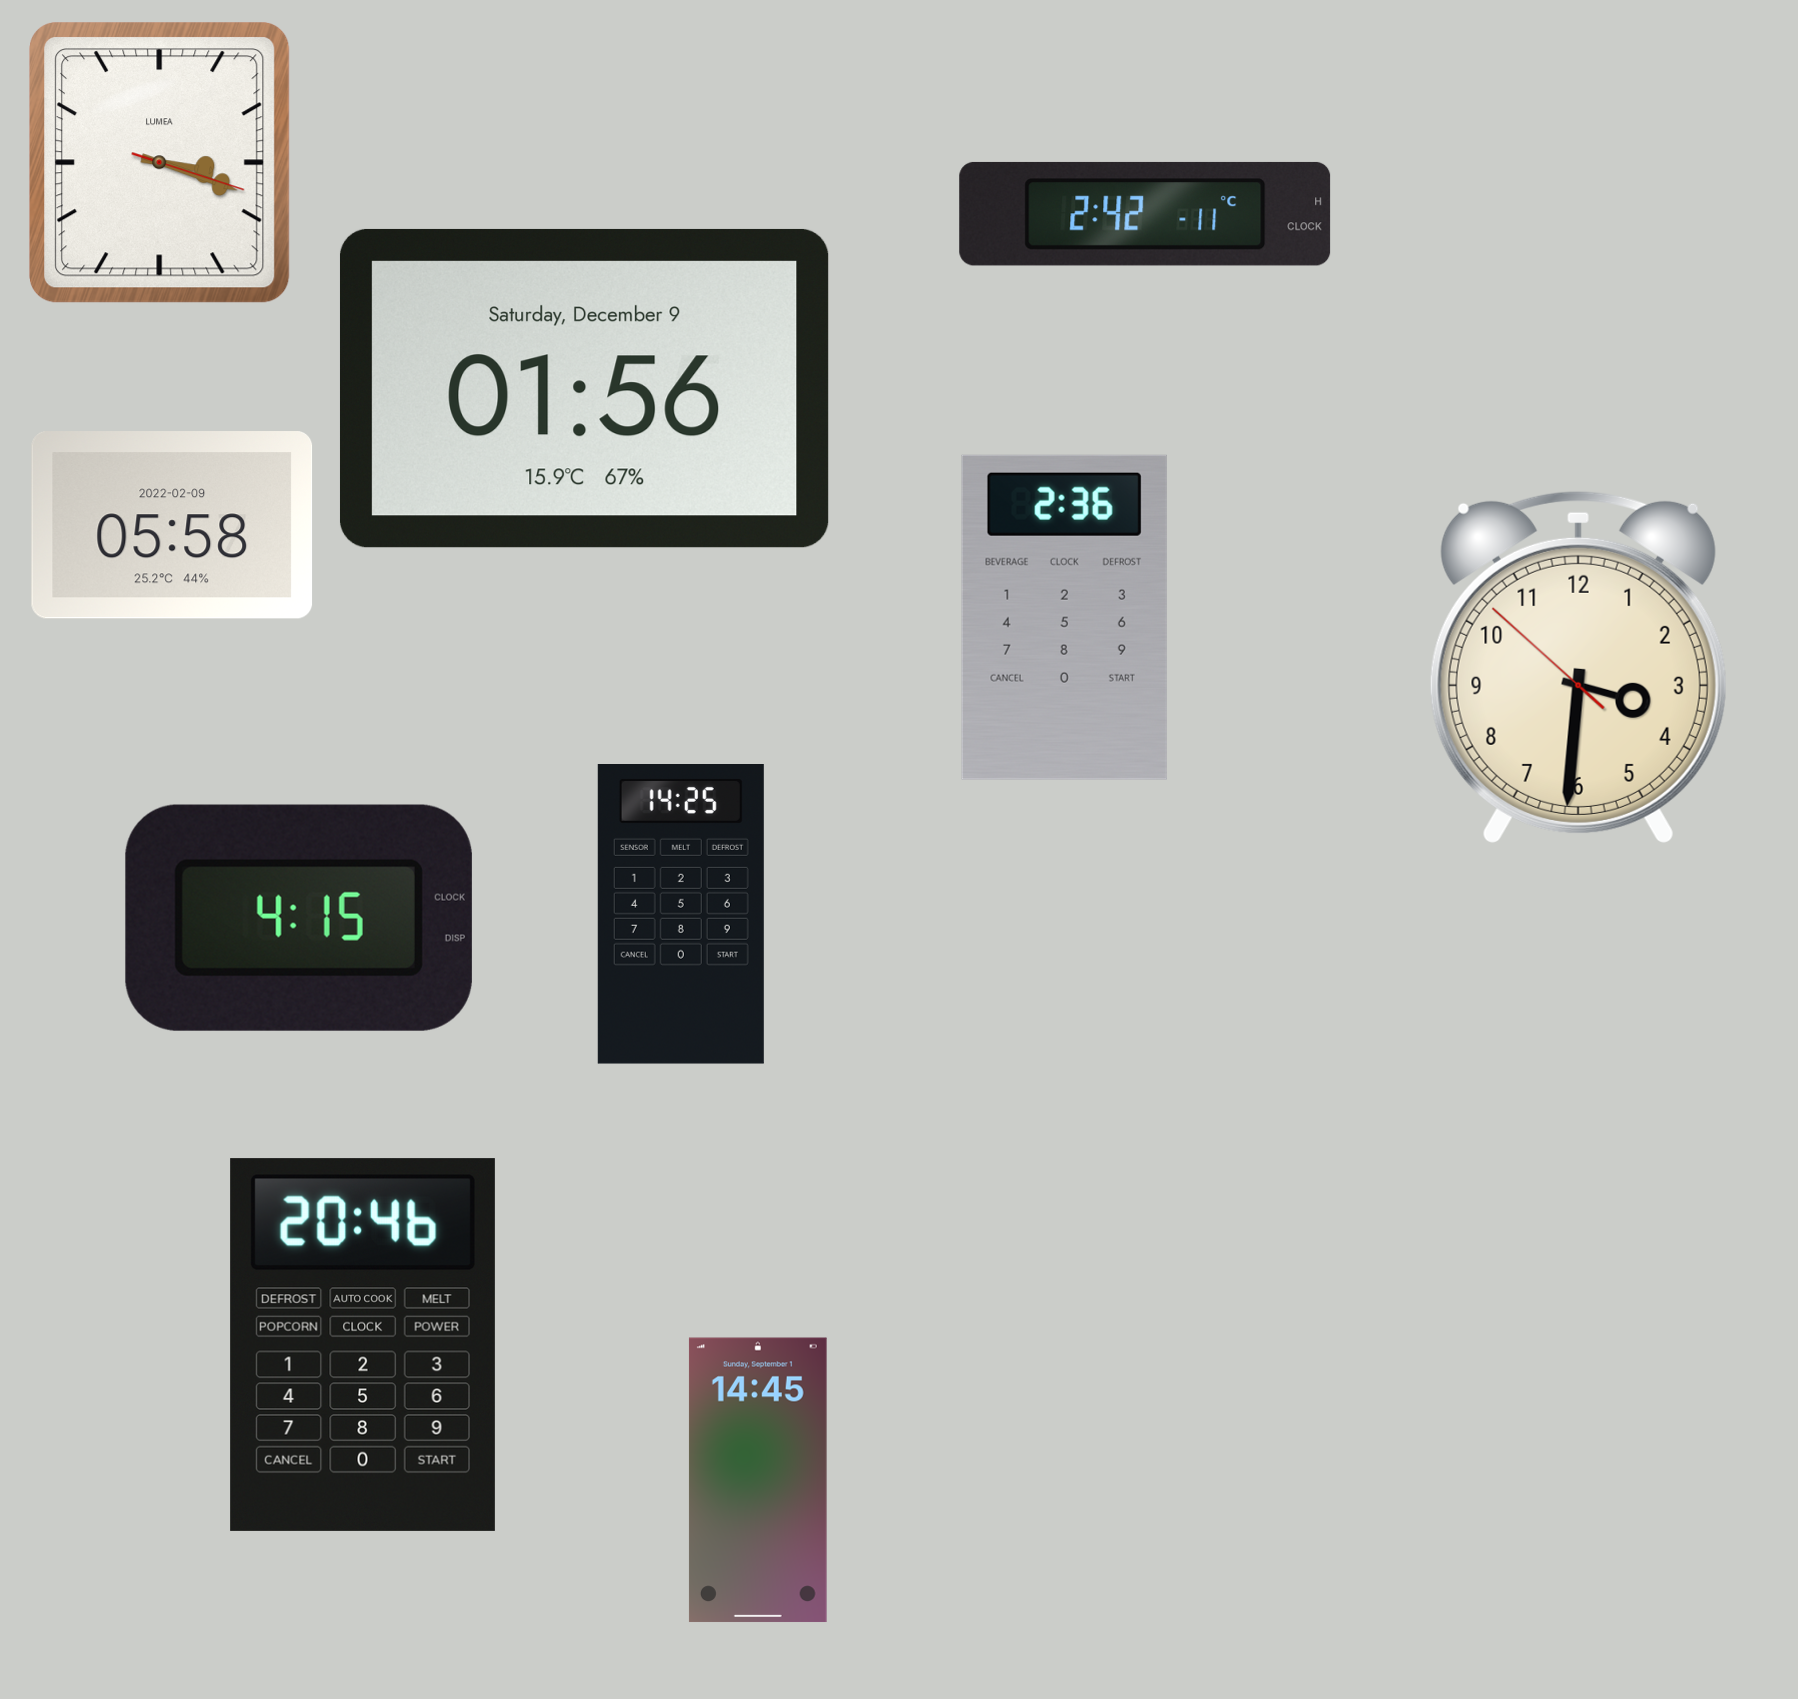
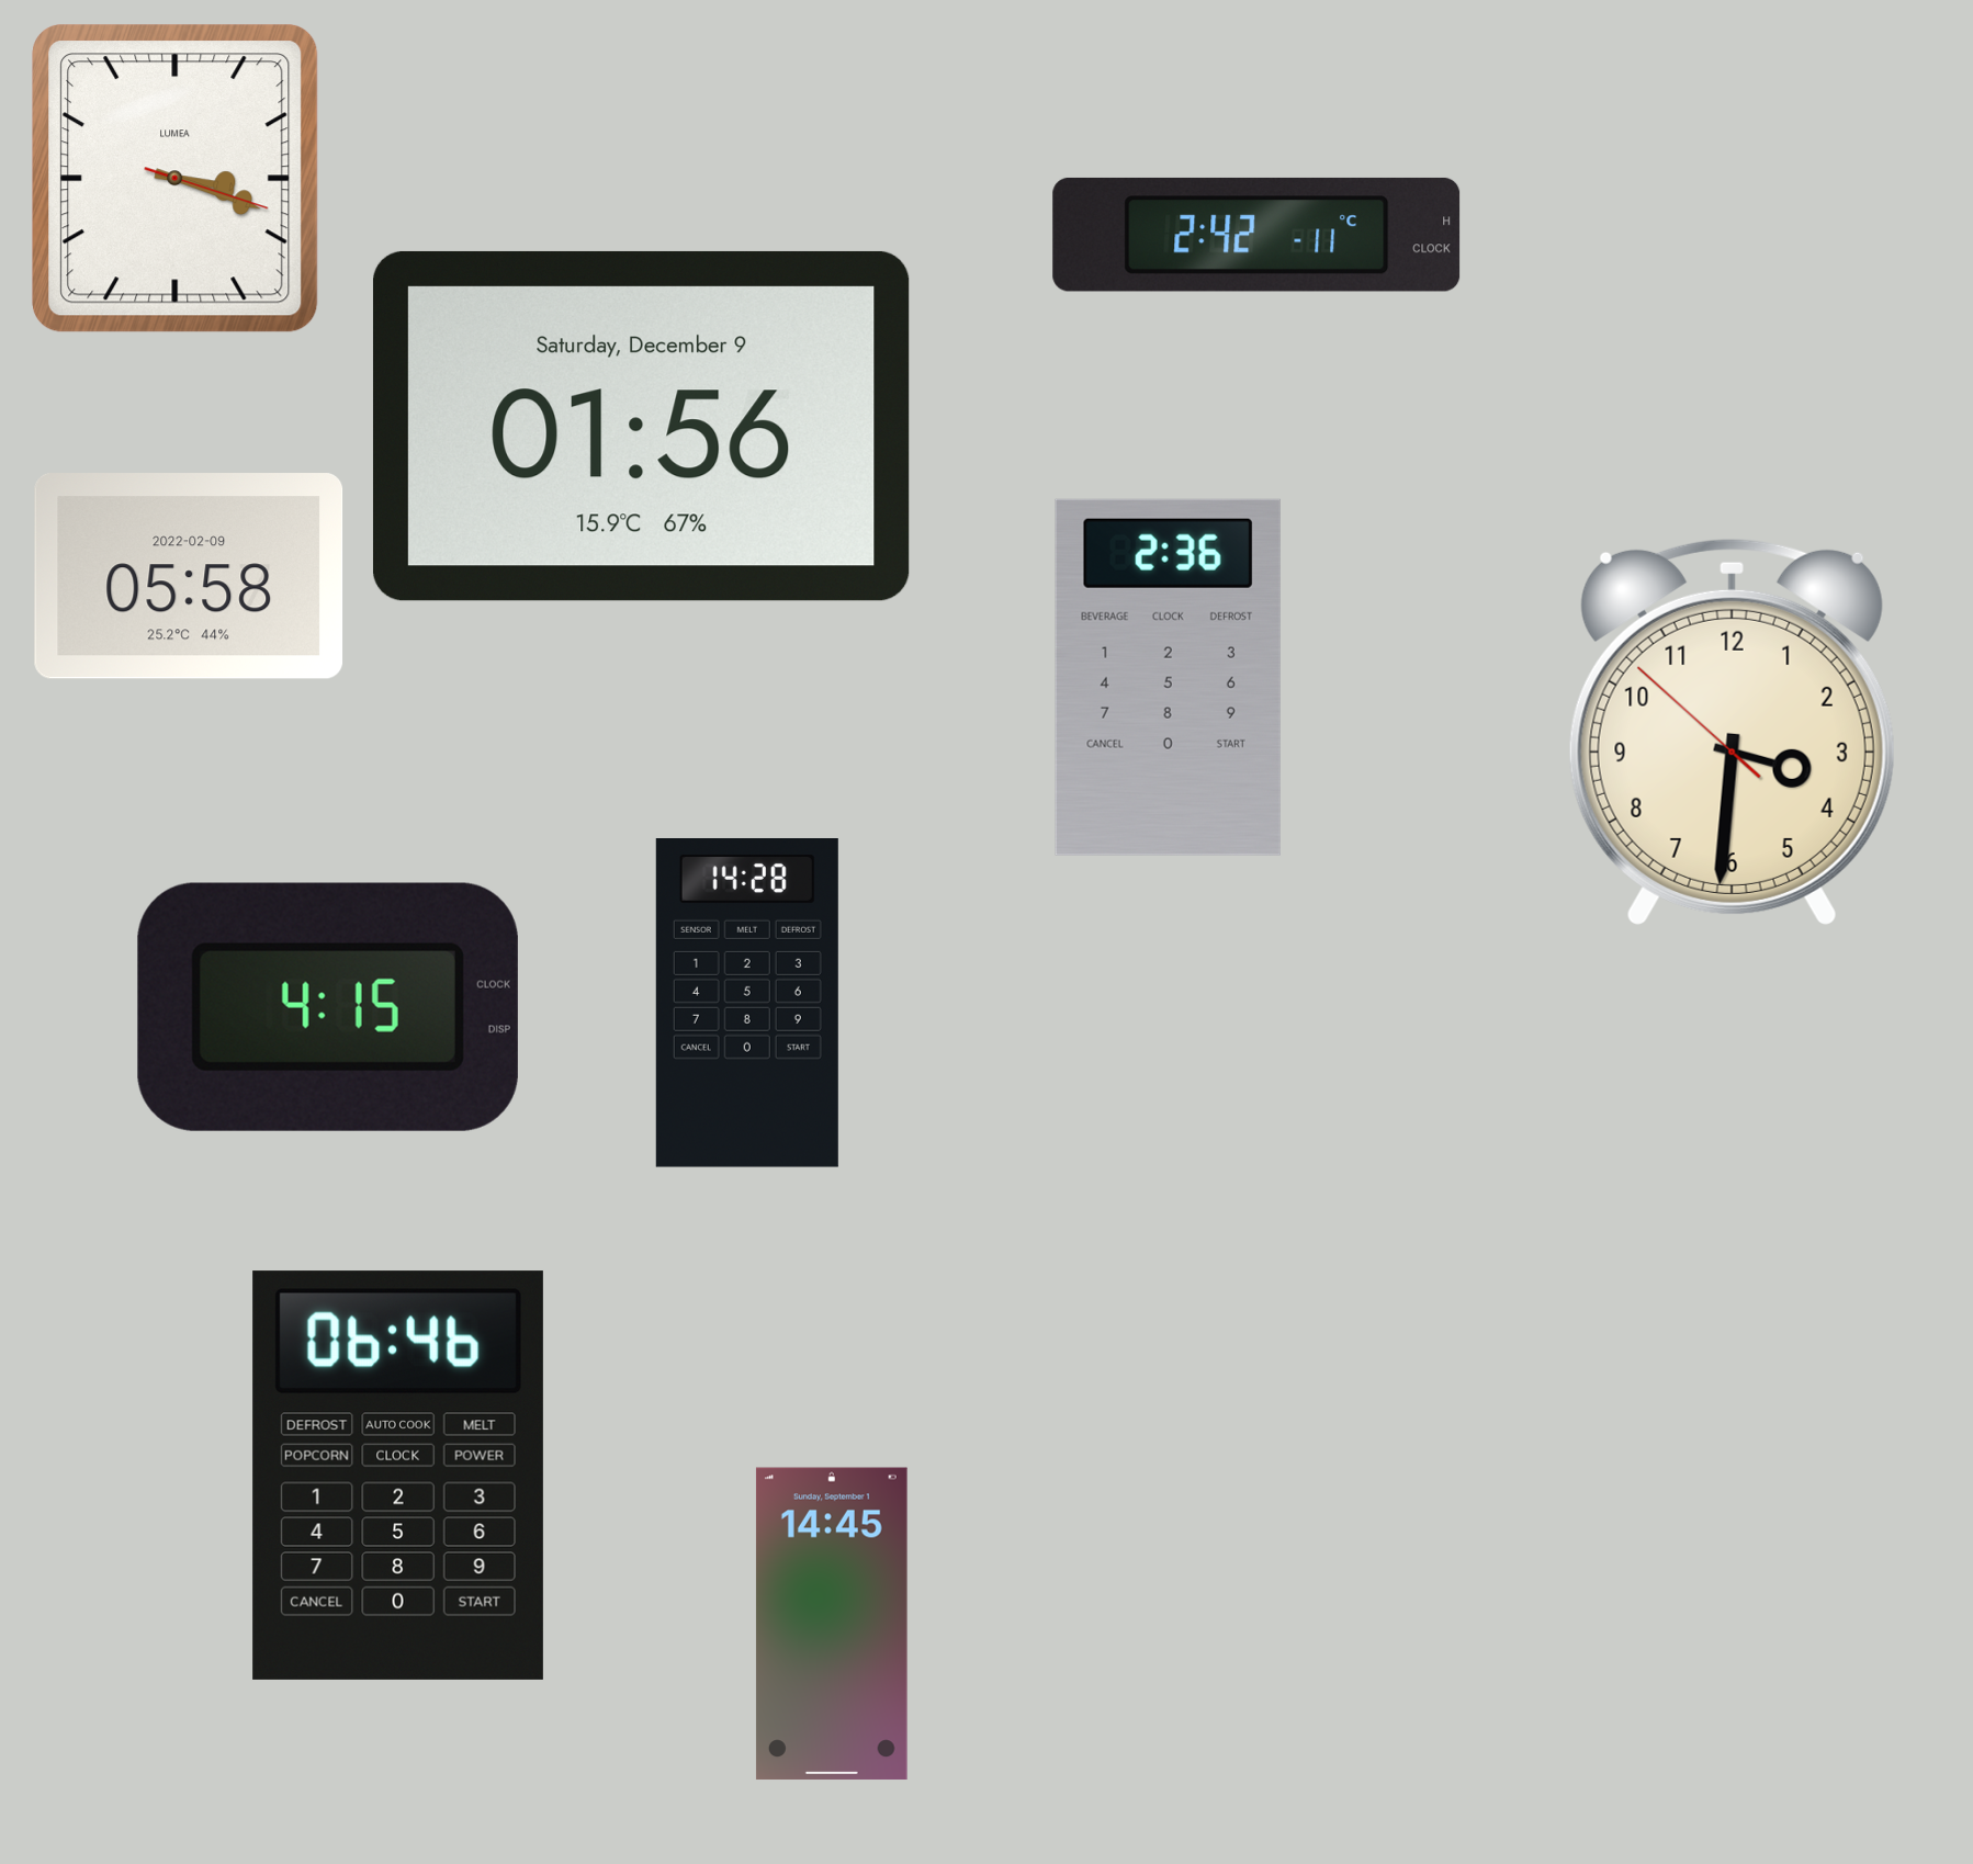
clock at (681, 915): 14:25 -> 14:28
clock at (363, 1345): 20:46 -> 06:46
